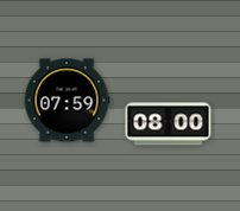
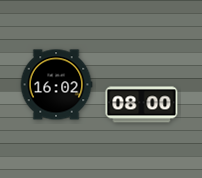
clock at (67, 101): 07:59 -> 16:02
